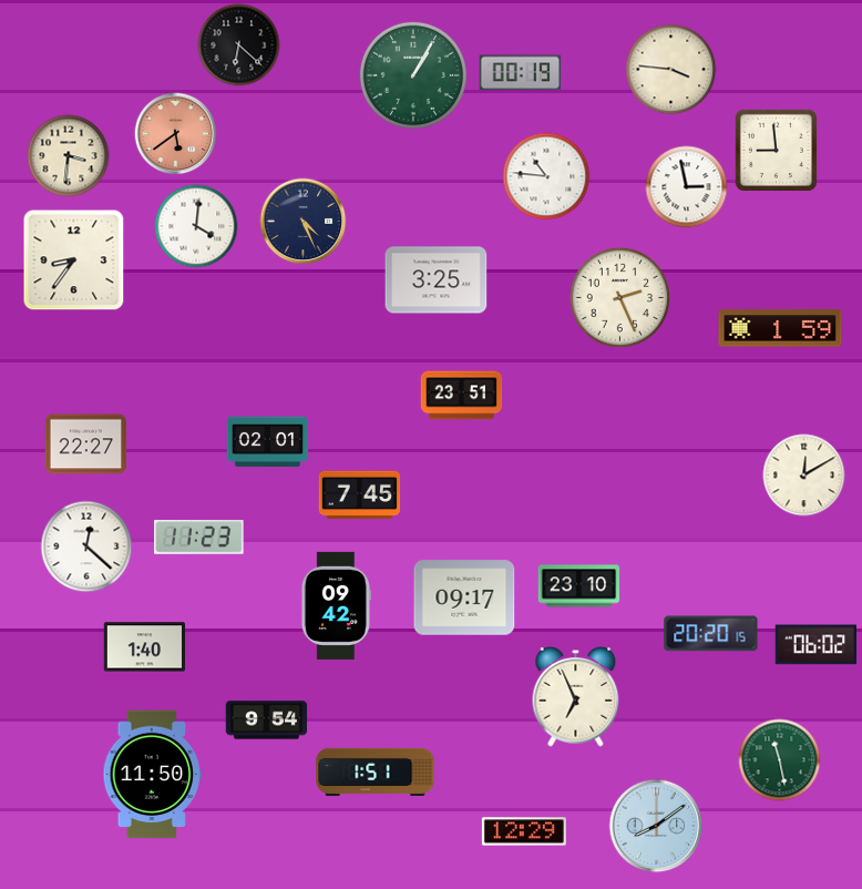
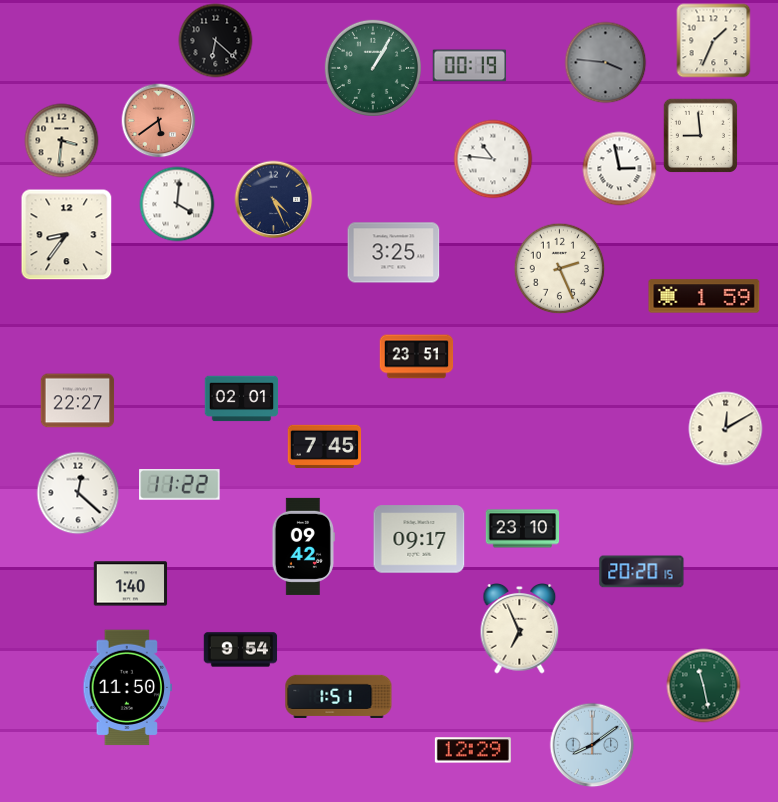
clock at (714, 41): none -> 1:34
clock at (671, 70) dial: cream -> grey
clock at (199, 538): 11:23 -> 11:22
clock at (815, 645): 06:02 -> none
clock at (153, 775) position: (153, 775) -> (128, 688)
